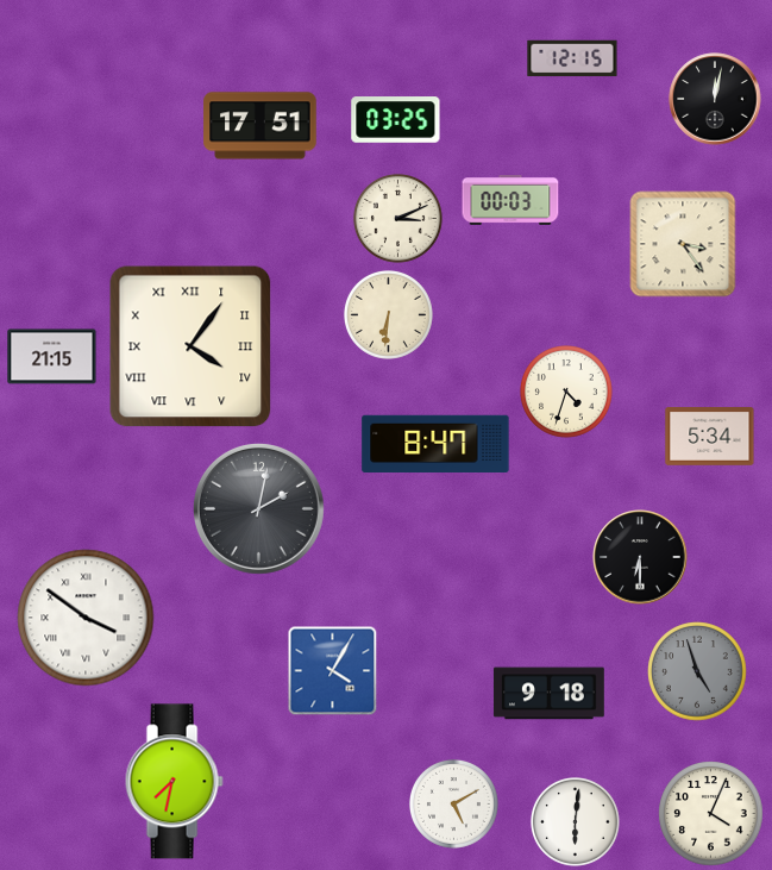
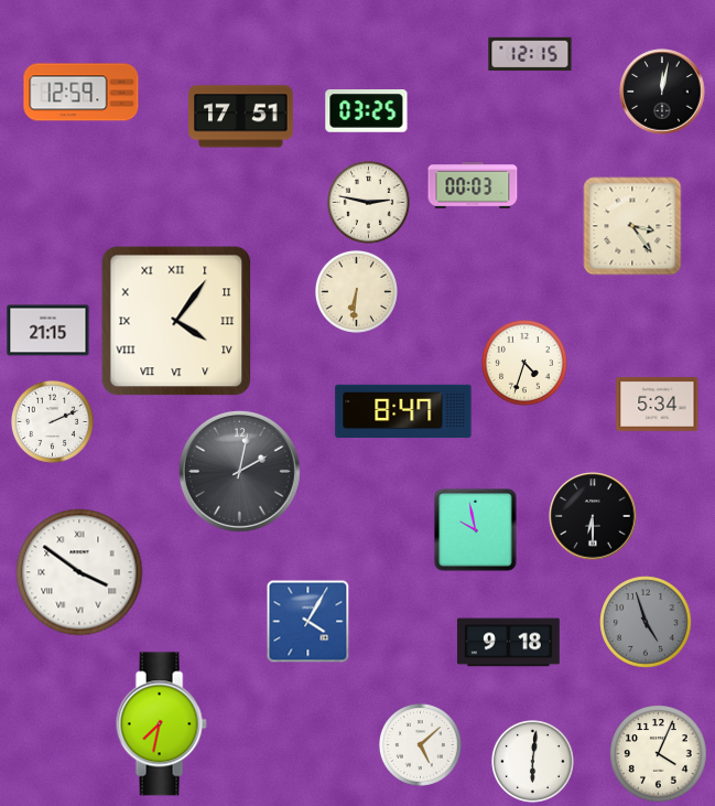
clock at (82, 93): none -> 12:59
clock at (397, 218): 3:11 -> 2:47
clock at (388, 314) position: (388, 314) -> (356, 291)
clock at (52, 421): none -> 2:11
clock at (476, 530): none -> 9:58
clock at (453, 803): 5:10 -> 5:08
